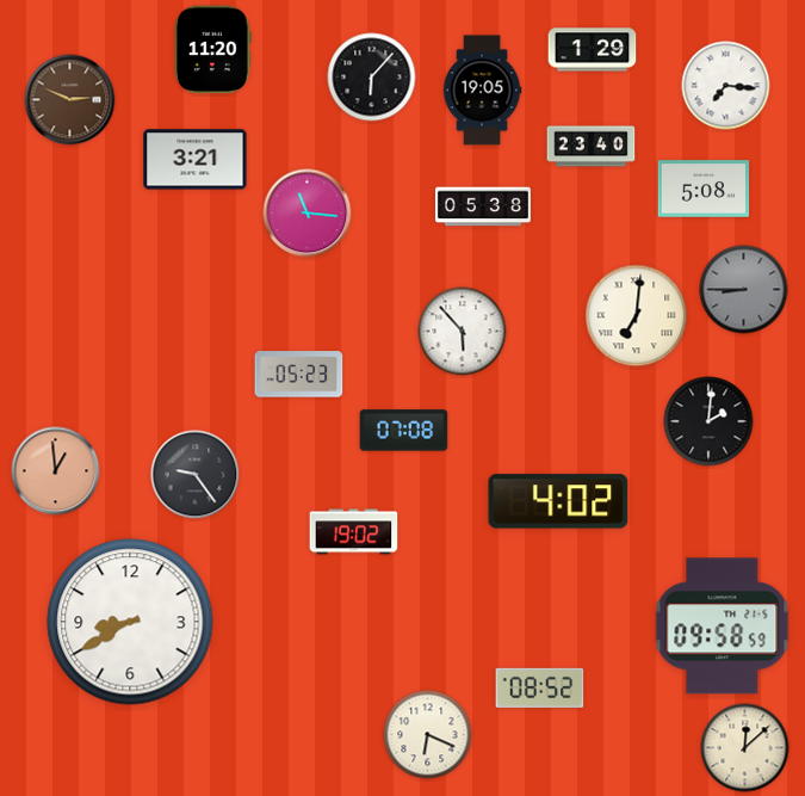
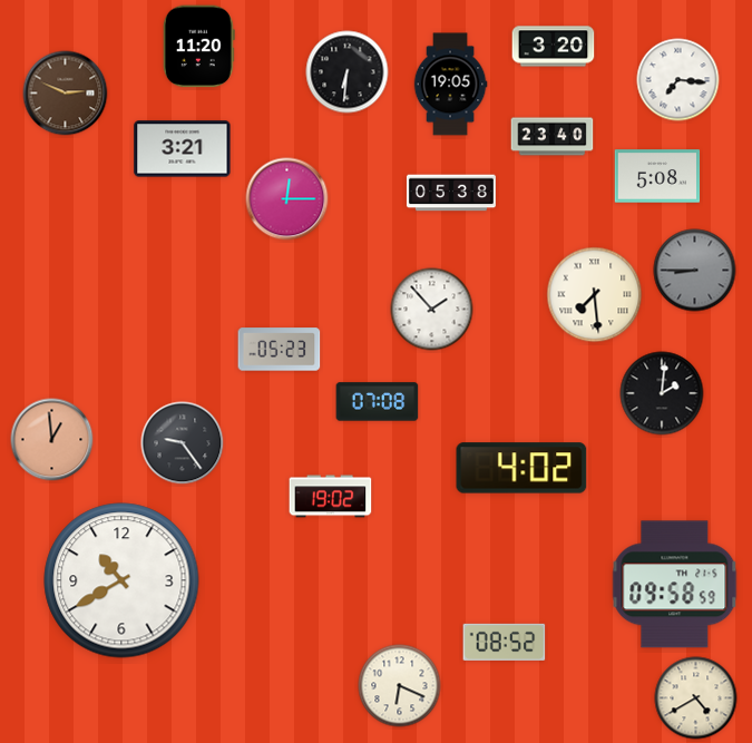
clock at (593, 50): 1:29 -> 3:20
clock at (372, 78): 6:07 -> 6:31
clock at (308, 214): 11:16 -> 12:15
clock at (637, 316): 7:01 -> 7:29
clock at (463, 332): 5:53 -> 1:53
clock at (130, 622): 8:40 -> 10:40
clock at (745, 748): 12:08 -> 4:40
